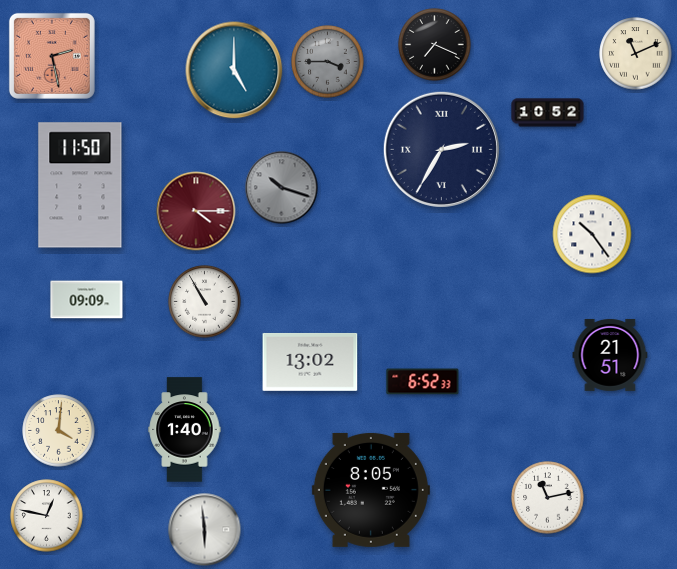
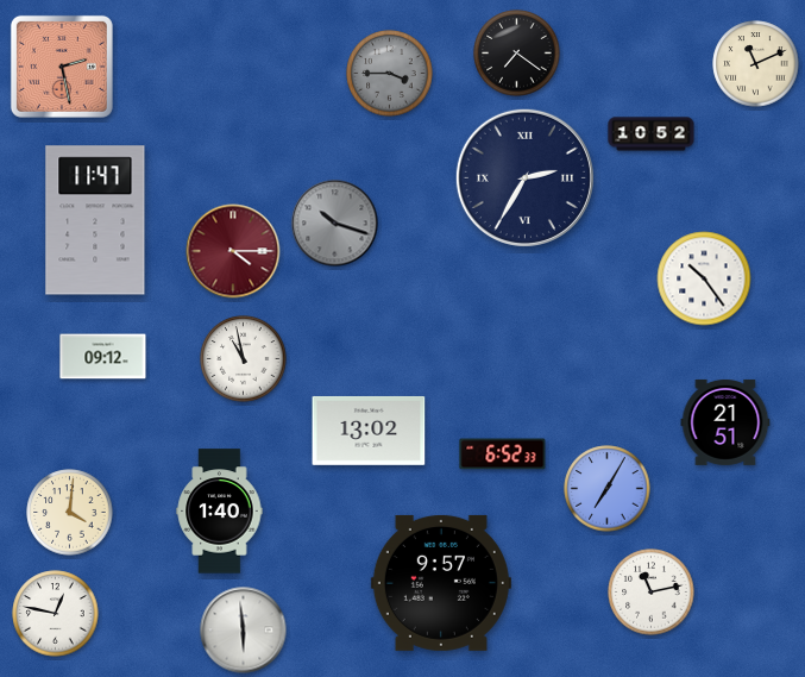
clock at (435, 45): 7:19 -> 7:21
clock at (234, 70): 5:00 -> none
clock at (80, 185): 11:50 -> 11:47
clock at (87, 300): 09:09 -> 09:12
clock at (205, 302): 10:55 -> 10:58
clock at (608, 489): none -> 7:05
clock at (371, 490): 8:05 -> 9:57
